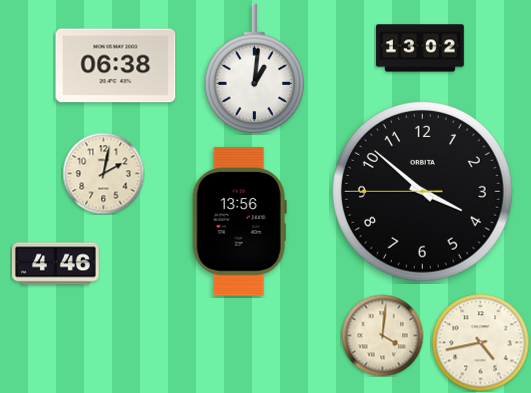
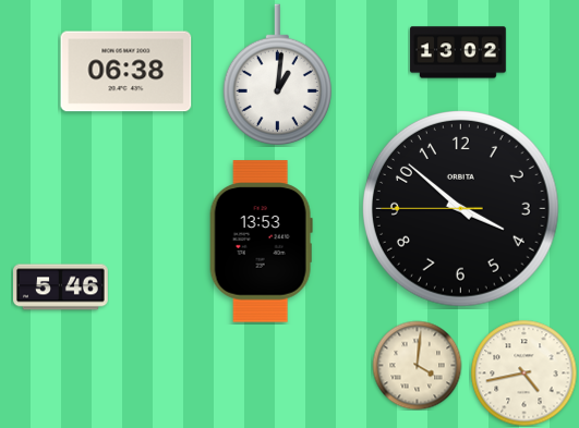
clock at (103, 173): 2:02 -> none
clock at (239, 222): 13:56 -> 13:53
clock at (56, 264): 4:46 -> 5:46
